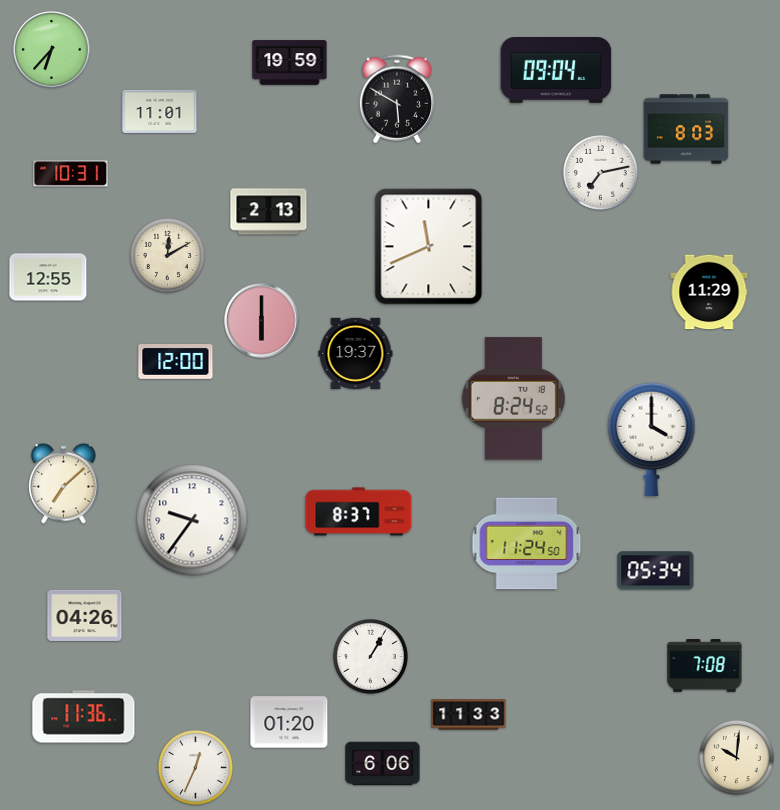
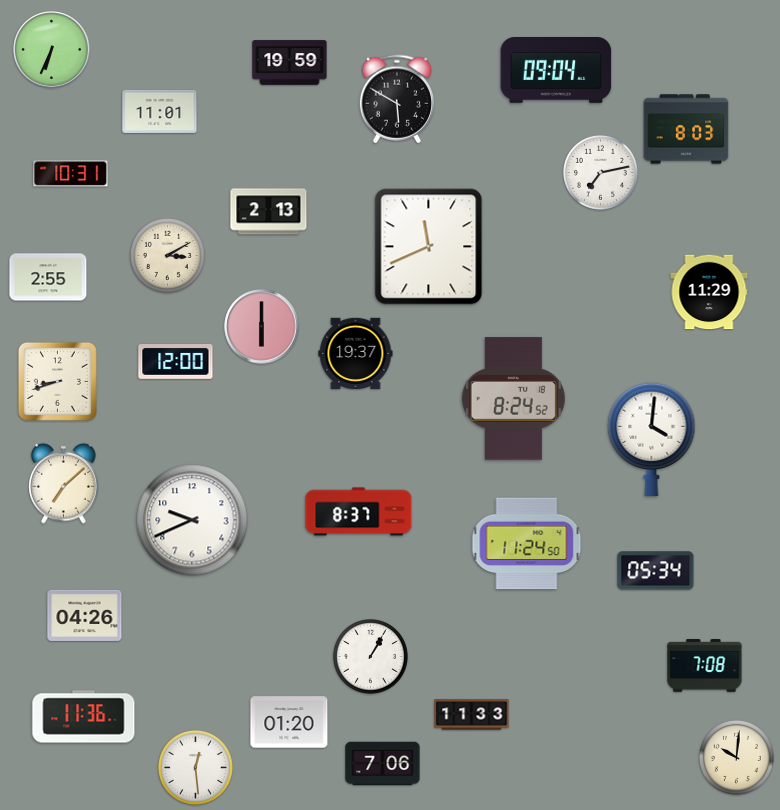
clock at (52, 50): 6:37 -> 6:34
clock at (167, 255): 12:10 -> 3:10
clock at (48, 277): 12:55 -> 2:55
clock at (262, 321) position: (262, 321) -> (262, 327)
clock at (57, 381): none -> 8:42
clock at (652, 440): 4:00 -> 4:01
clock at (192, 520): 9:36 -> 9:41
clock at (469, 715) position: (469, 715) -> (472, 715)
clock at (383, 764): 6:06 -> 7:06
clock at (195, 767): 12:34 -> 12:29
